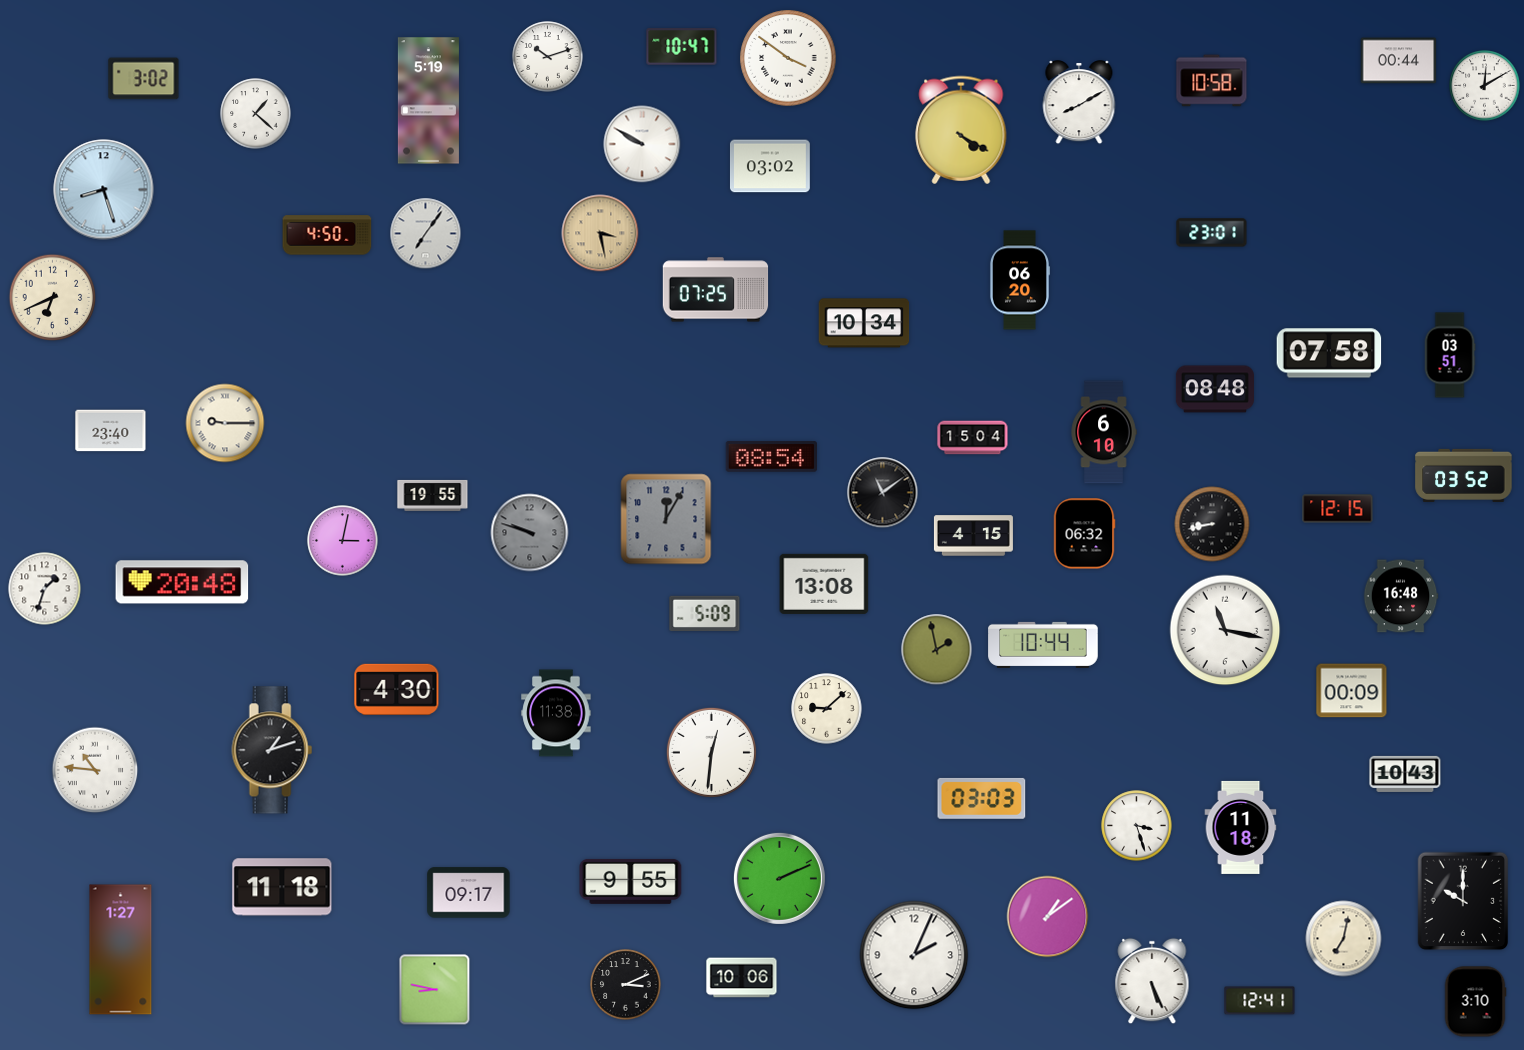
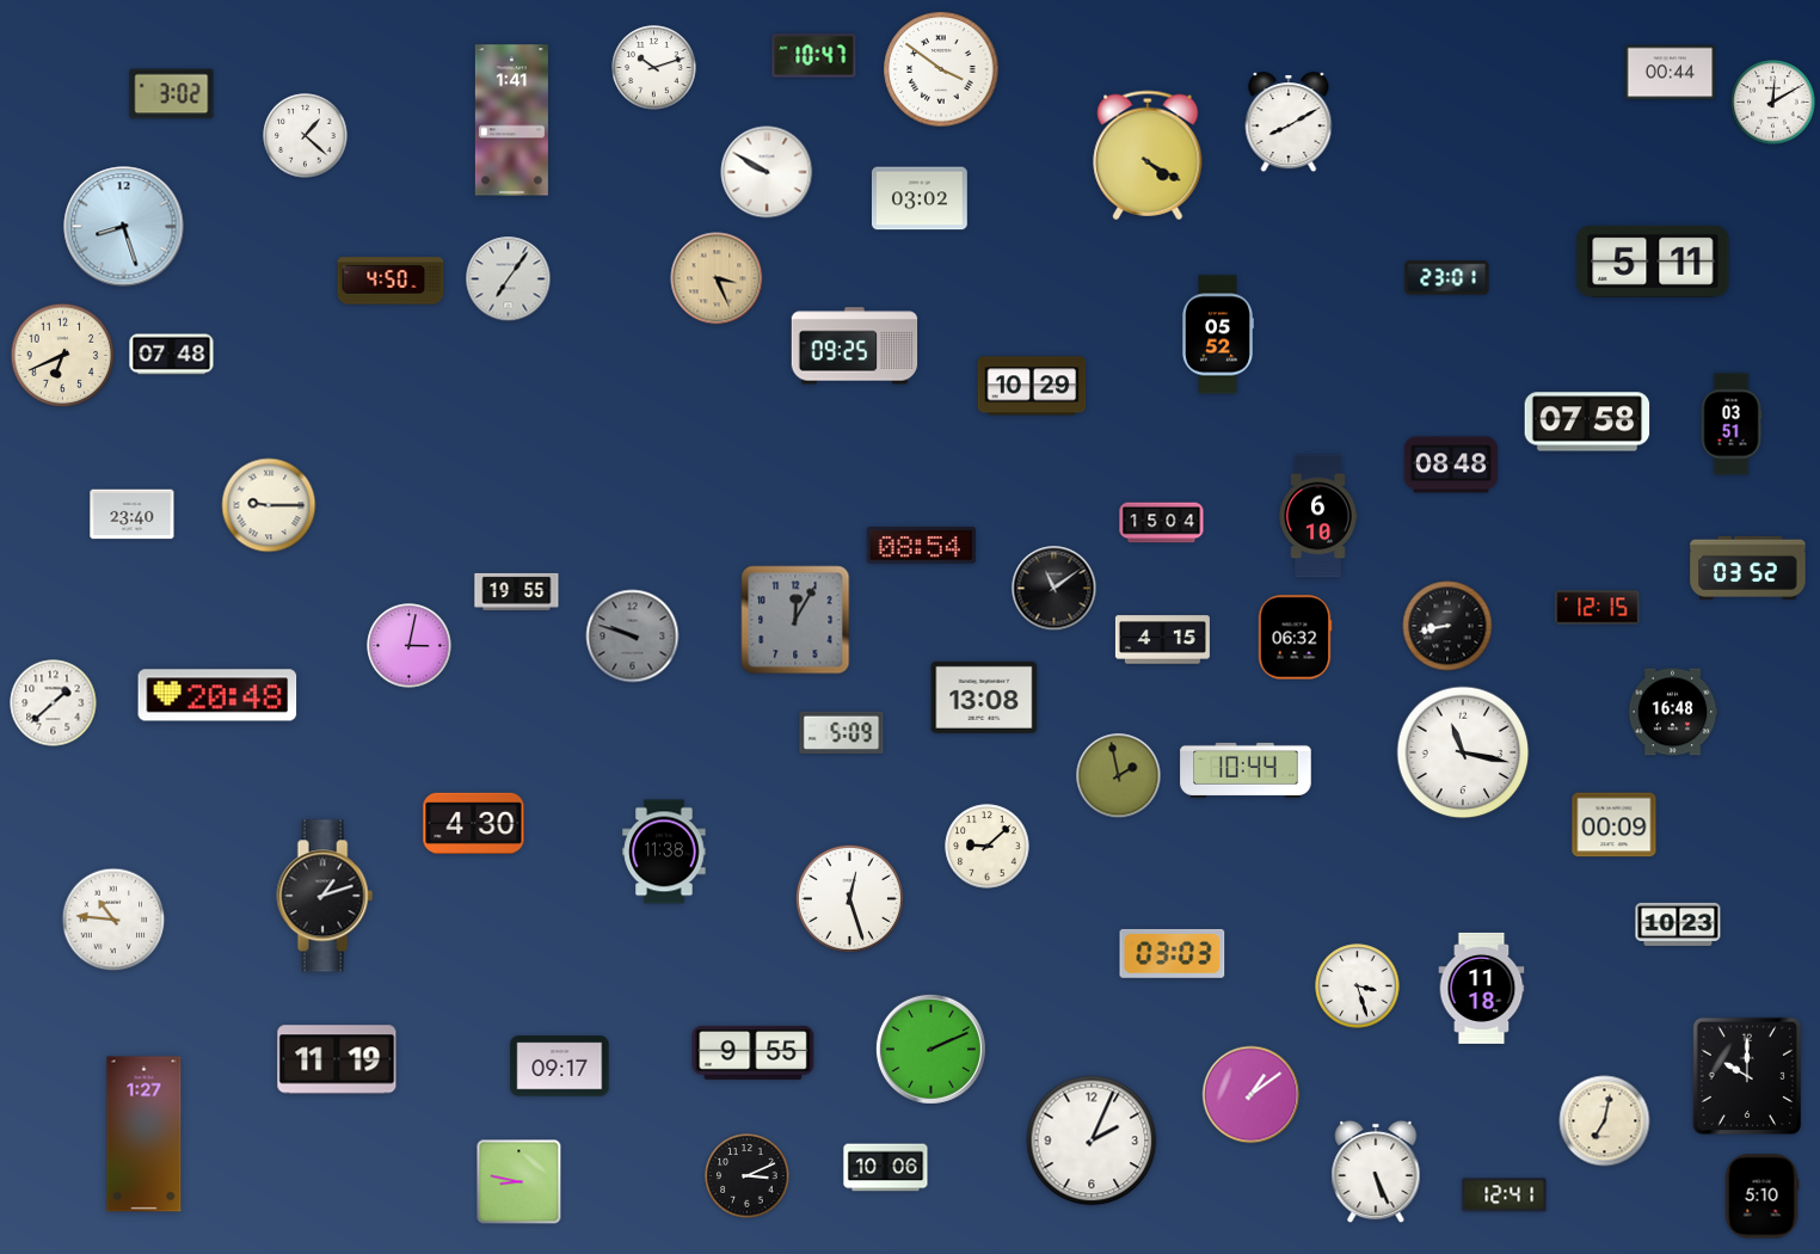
clock at (1212, 81): 10:58 -> none
clock at (428, 101): 5:19 -> 1:41
clock at (1653, 262): none -> 5:11
clock at (600, 233): 3:28 -> 3:26
clock at (1019, 280): 06:20 -> 05:52
clock at (716, 290): 07:25 -> 09:25
clock at (172, 355): none -> 07:48
clock at (864, 323): 10:34 -> 10:29
clock at (45, 589): 1:33 -> 1:38
clock at (711, 752): 12:31 -> 12:27
clock at (1405, 774): 10:43 -> 10:23
clock at (282, 887): 11:18 -> 11:19
clock at (1475, 1002): 3:10 -> 5:10
